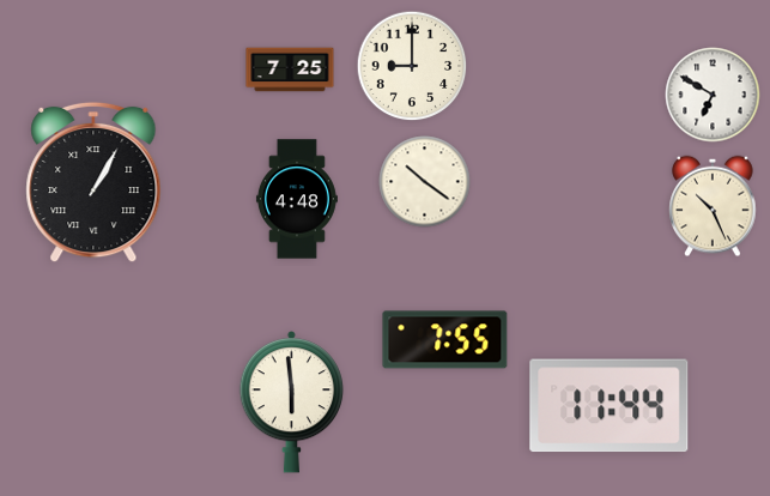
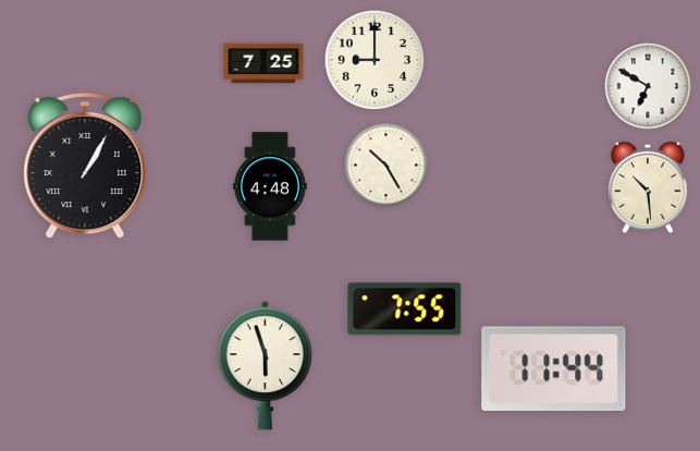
clock at (425, 182): 10:21 -> 10:25
clock at (297, 199) position: (297, 199) -> (270, 186)
clock at (713, 206): 10:26 -> 10:29
clock at (292, 403): 5:59 -> 5:57
